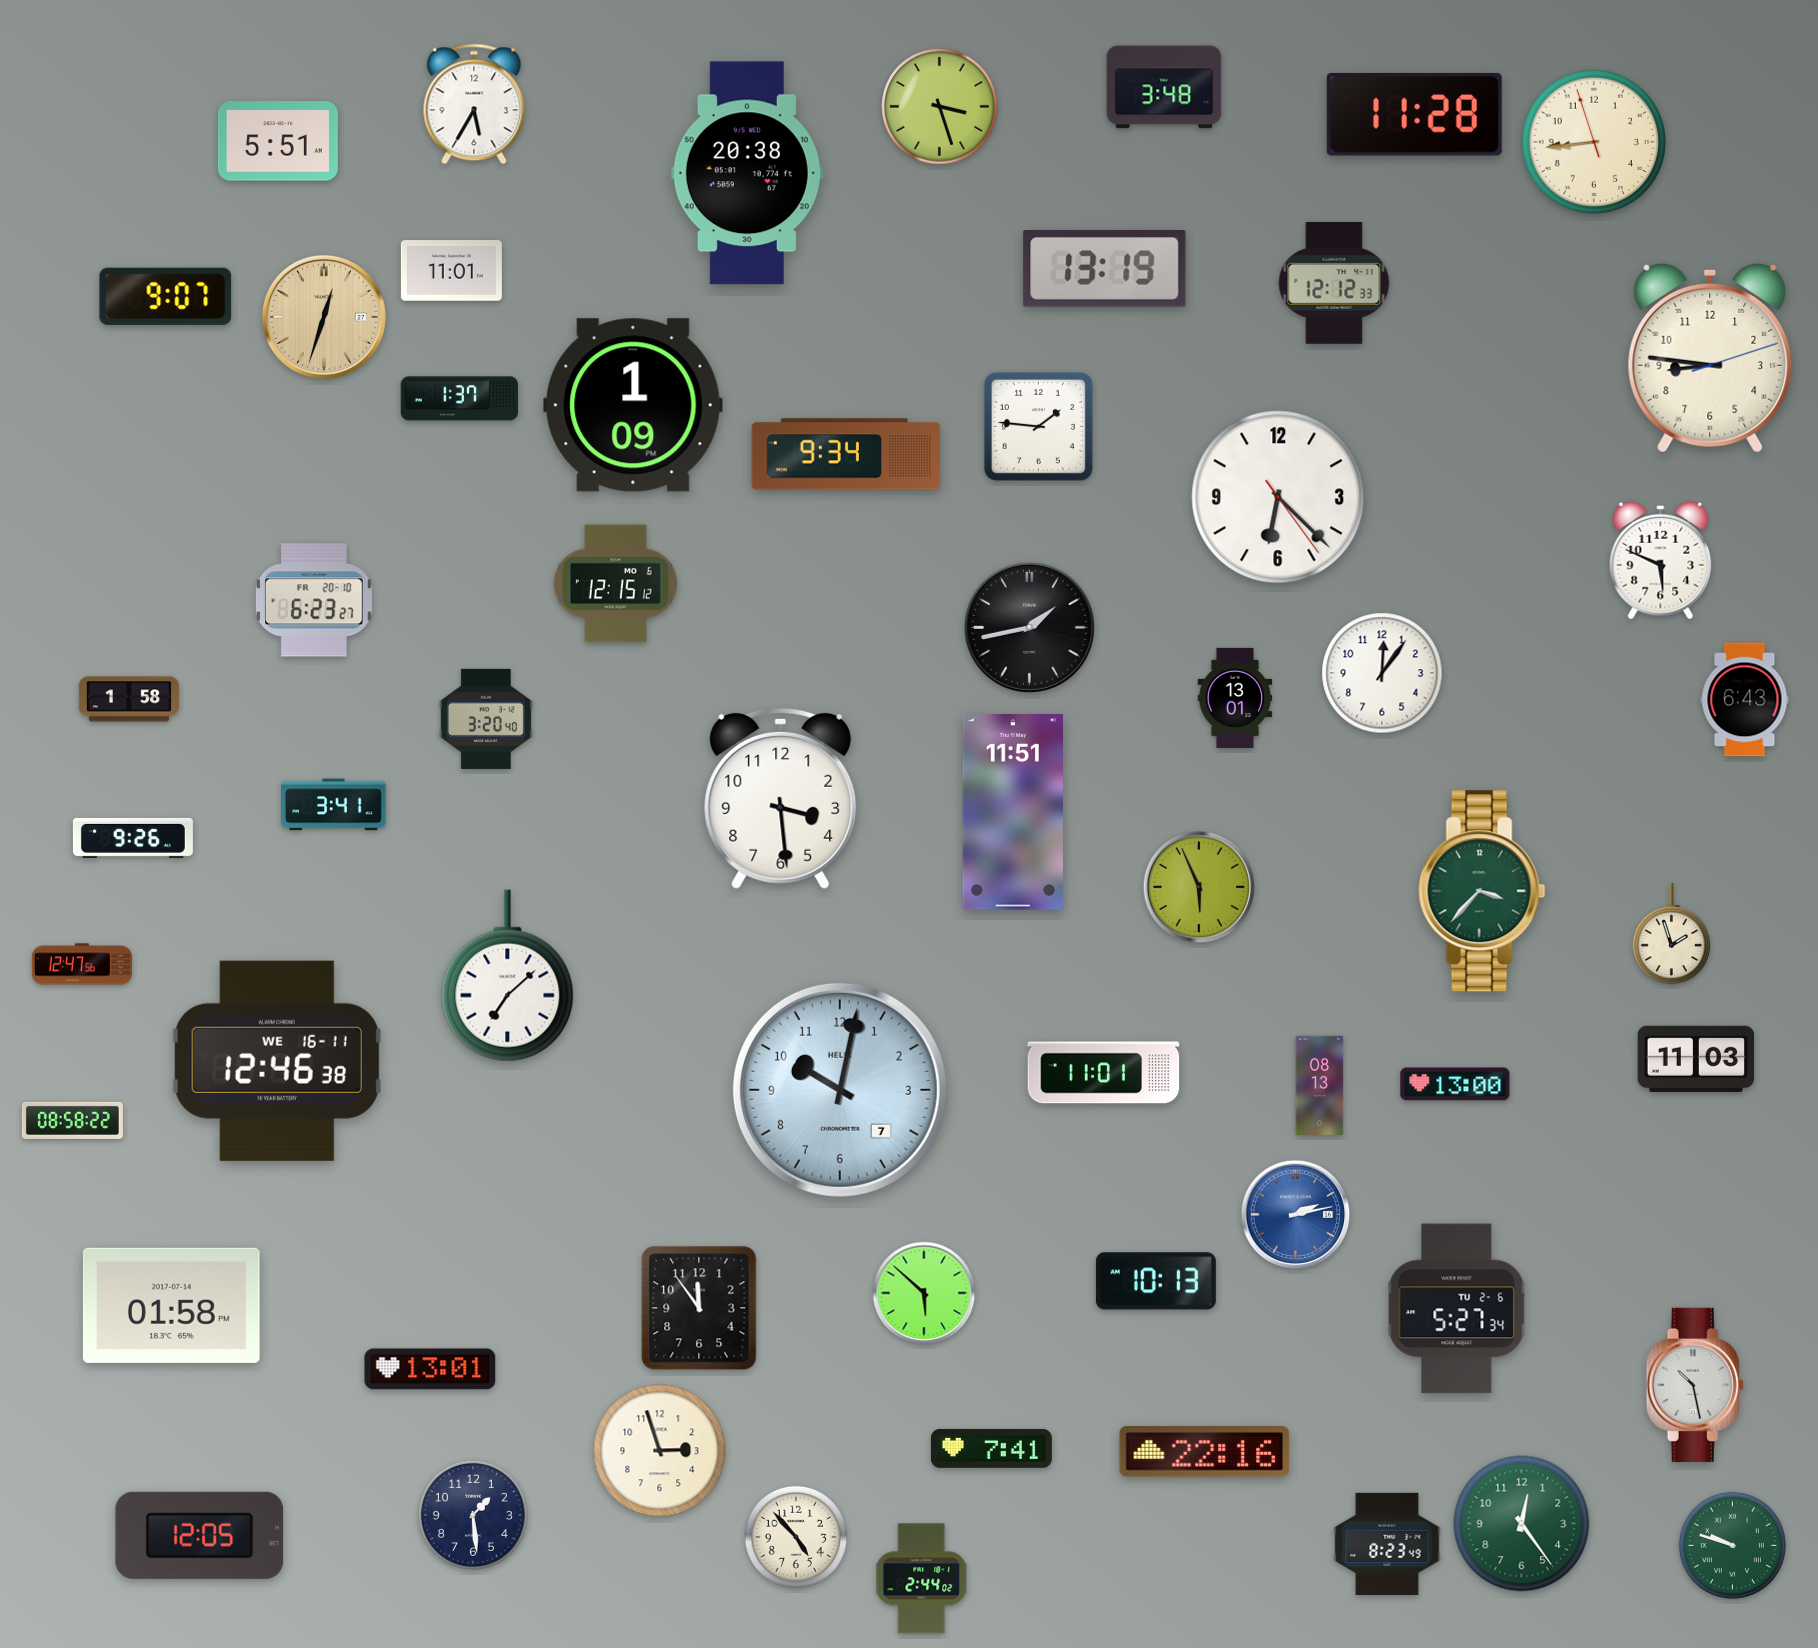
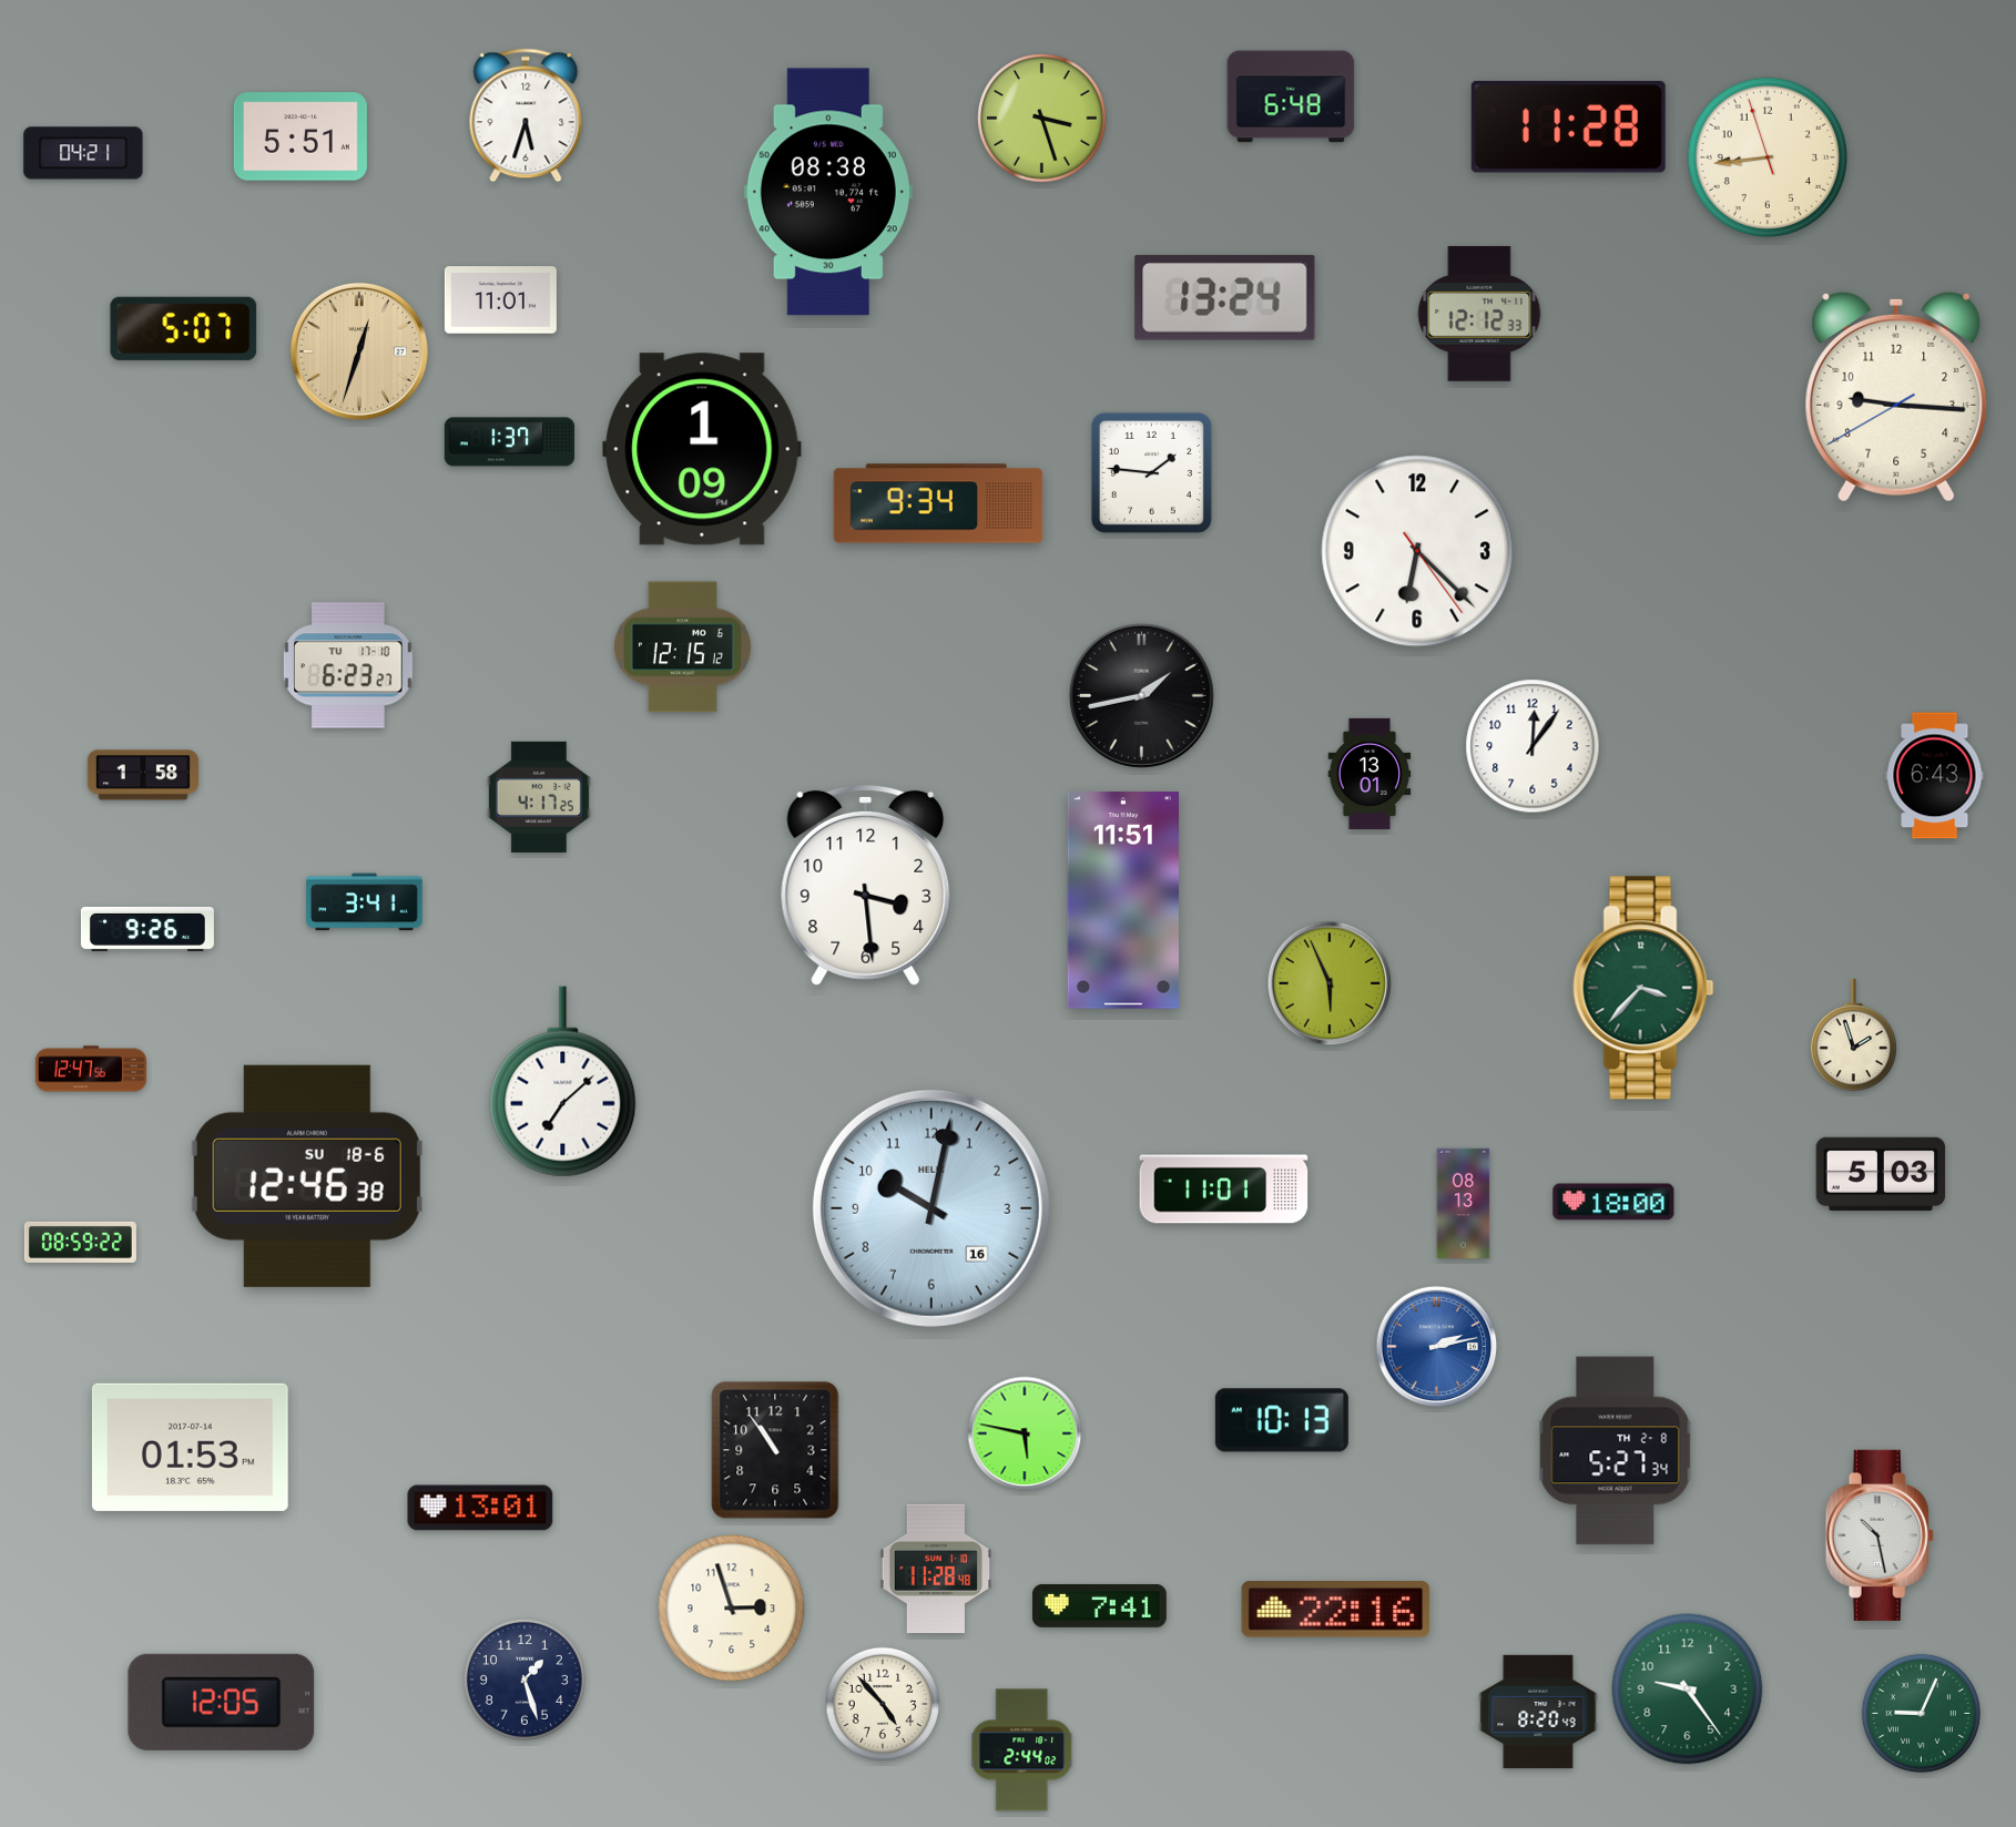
clock at (1164, 87): 3:48 -> 6:48
clock at (474, 104): 5:35 -> 5:33
clock at (83, 153): none -> 04:21
clock at (278, 141) position: (278, 141) -> (301, 136)
clock at (747, 173): 20:38 -> 08:38
clock at (1105, 269): 13:19 -> 13:24
clock at (166, 296): 9:07 -> 5:07
clock at (1710, 358): 8:46 -> 9:15
clock at (1661, 560): 5:49 -> none
clock at (314, 600) date: FR 20-10 -> TU 17-10
clock at (486, 719): 3:20 -> 4:17
clock at (334, 805) position: (334, 805) -> (365, 902)
clock at (1696, 1059): 11:03 -> 5:03
clock at (277, 1061) date: WE 16-11 -> SU 18-6
clock at (1455, 1084): 13:00 -> 18:00
clock at (840, 1090) date: 7 -> 16
clock at (72, 1120): 08:58 -> 08:59
clock at (924, 1293): 5:52 -> 5:47
clock at (171, 1305): 01:58 -> 01:53
clock at (699, 1308): 11:54 -> 10:54
clock at (1457, 1309) date: TU 2-6 -> TH 2-8
clock at (430, 1369) position: (430, 1369) -> (480, 1508)
clock at (935, 1569): none -> 11:28
clock at (473, 1515): 1:29 -> 1:27
clock at (1522, 1524): 12:24 -> 9:24
clock at (1387, 1544): 8:23 -> 8:20
clock at (1732, 1545): 9:48 -> 9:04
